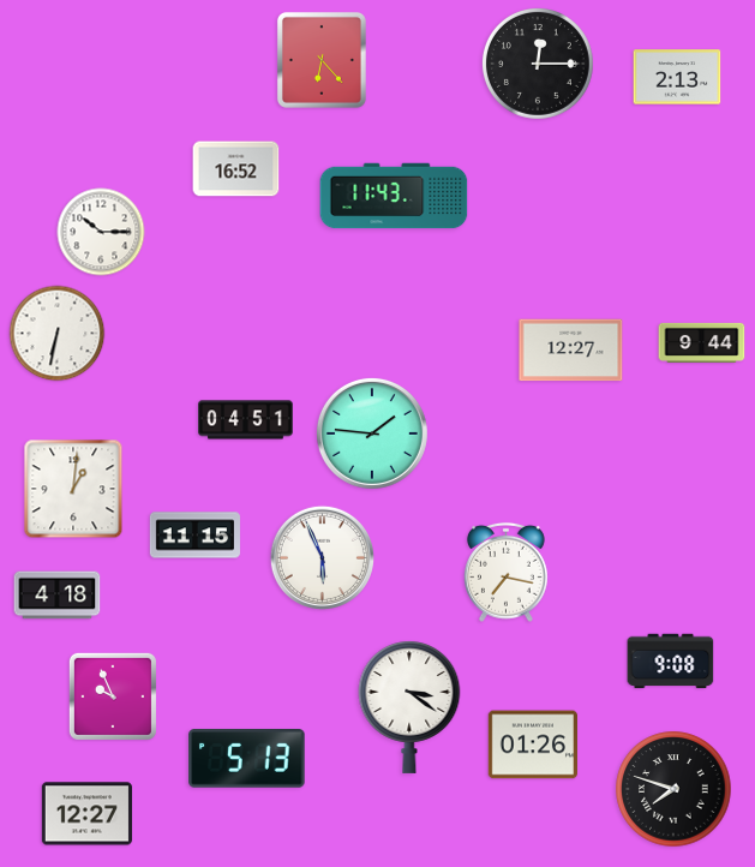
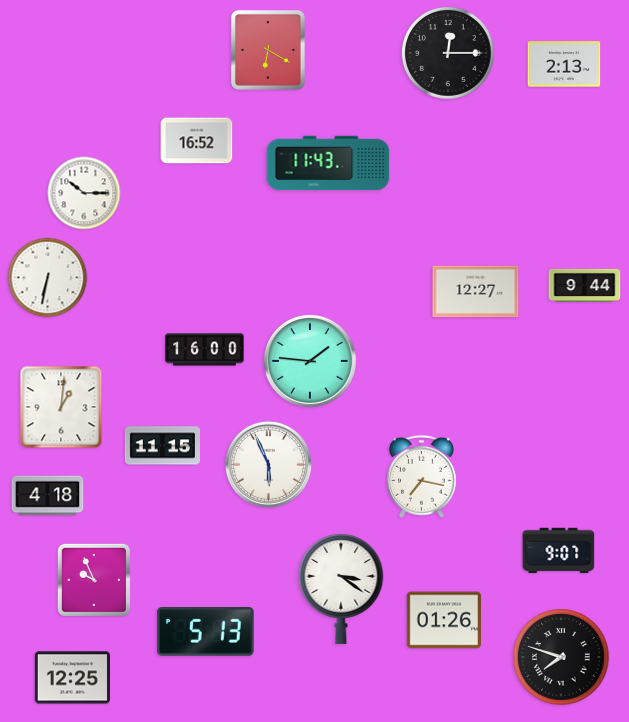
clock at (322, 60): 6:23 -> 6:20
clock at (246, 420): 04:51 -> 16:00
clock at (671, 662): 9:08 -> 9:07
clock at (86, 814): 12:27 -> 12:25
